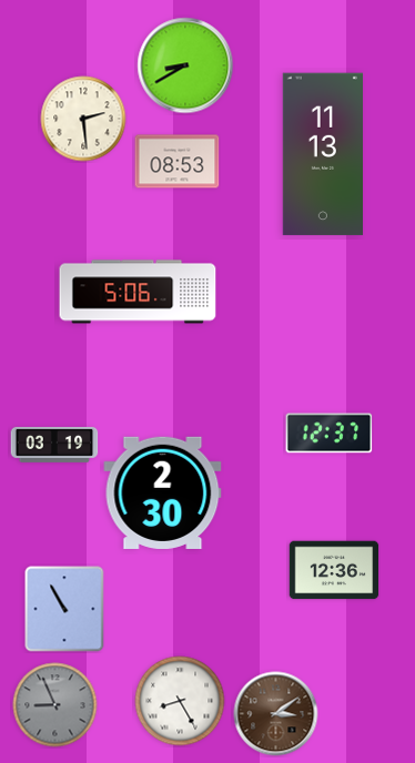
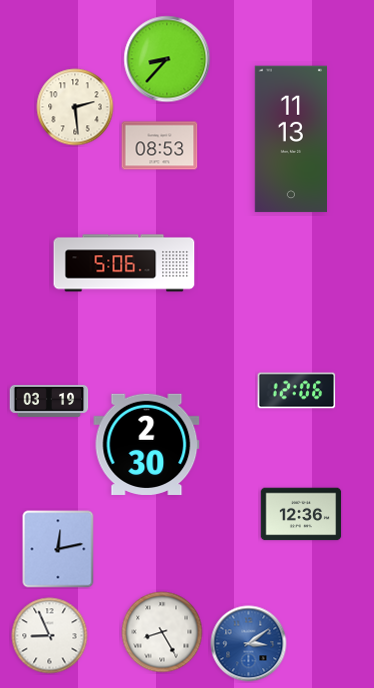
clock at (185, 65): 8:40 -> 8:37
clock at (330, 434): 12:37 -> 12:06
clock at (64, 609): 10:55 -> 12:13
clock at (55, 705) dial: grey -> white
clock at (276, 714) dial: brown -> blue
